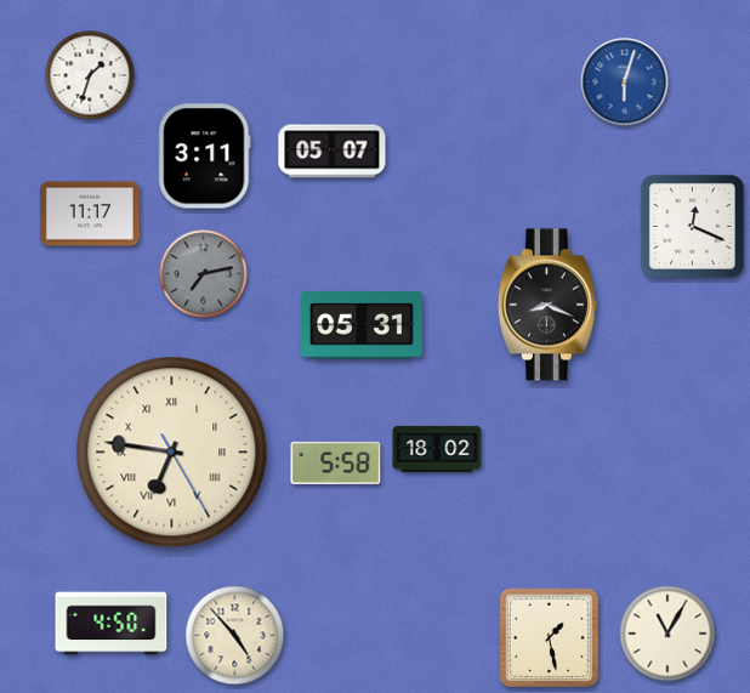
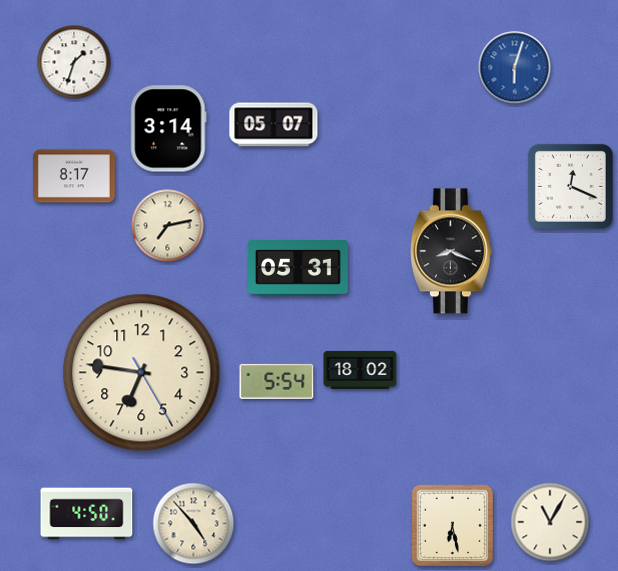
clock at (205, 157): 3:11 -> 3:14
clock at (91, 214): 11:17 -> 8:17
clock at (204, 274) dial: grey -> cream
clock at (172, 453) numerals: Roman -> Arabic
clock at (336, 462): 5:58 -> 5:54
clock at (112, 624) position: (112, 624) -> (87, 514)
clock at (550, 638): 1:28 -> 6:28
